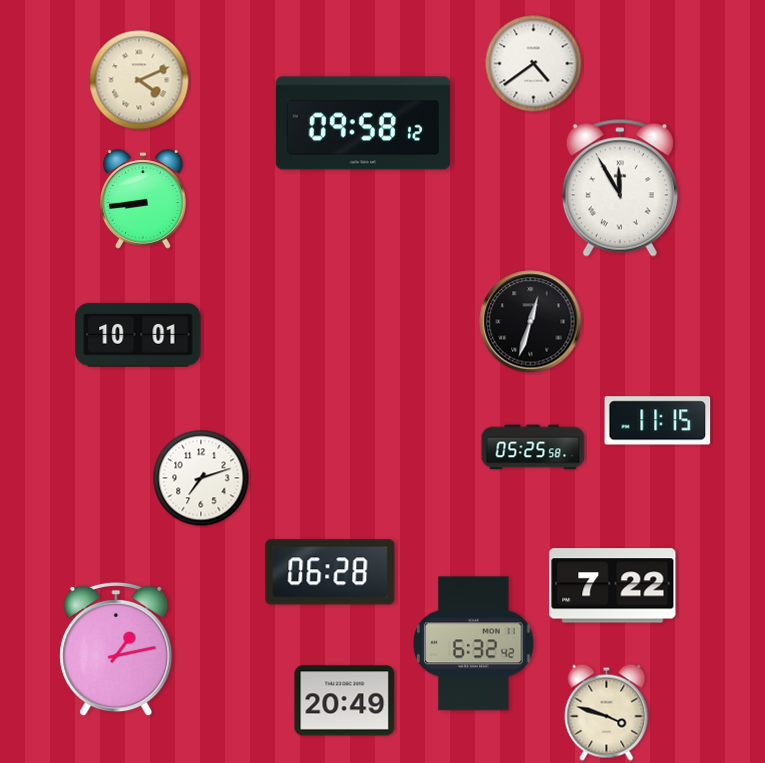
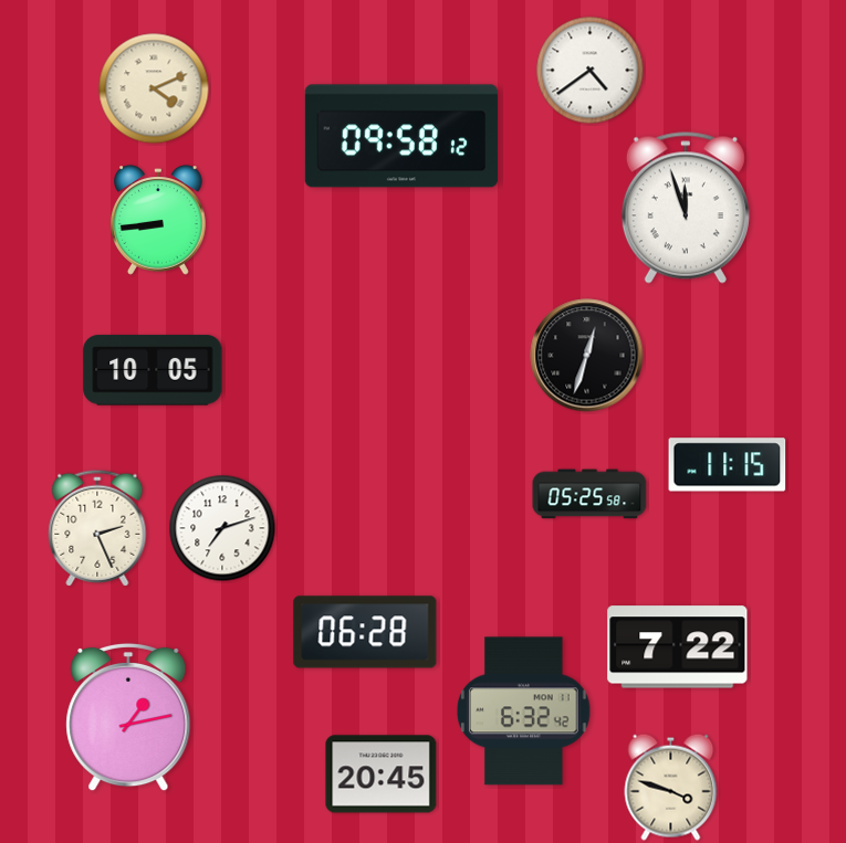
clock at (620, 188): 11:55 -> 11:57
clock at (138, 335): 10:01 -> 10:05
clock at (97, 528): none -> 2:26
clock at (345, 701): 20:49 -> 20:45
